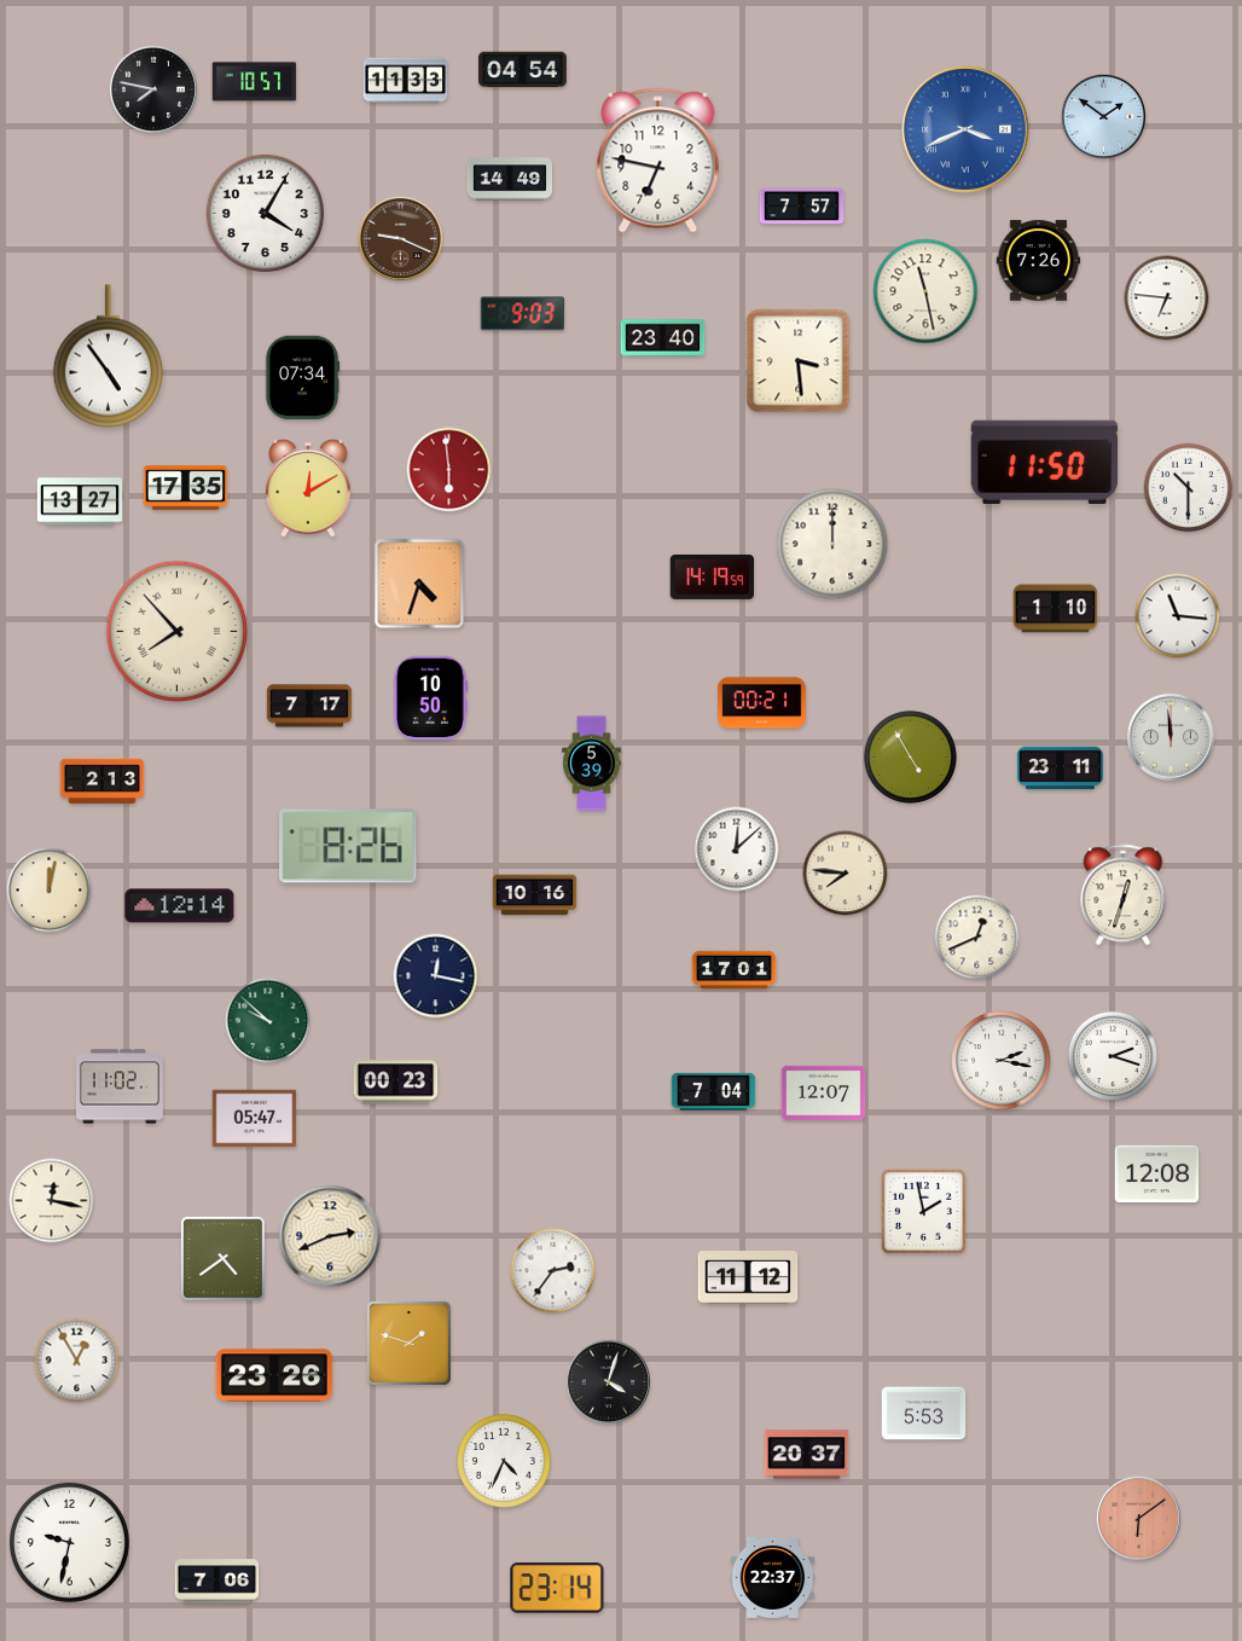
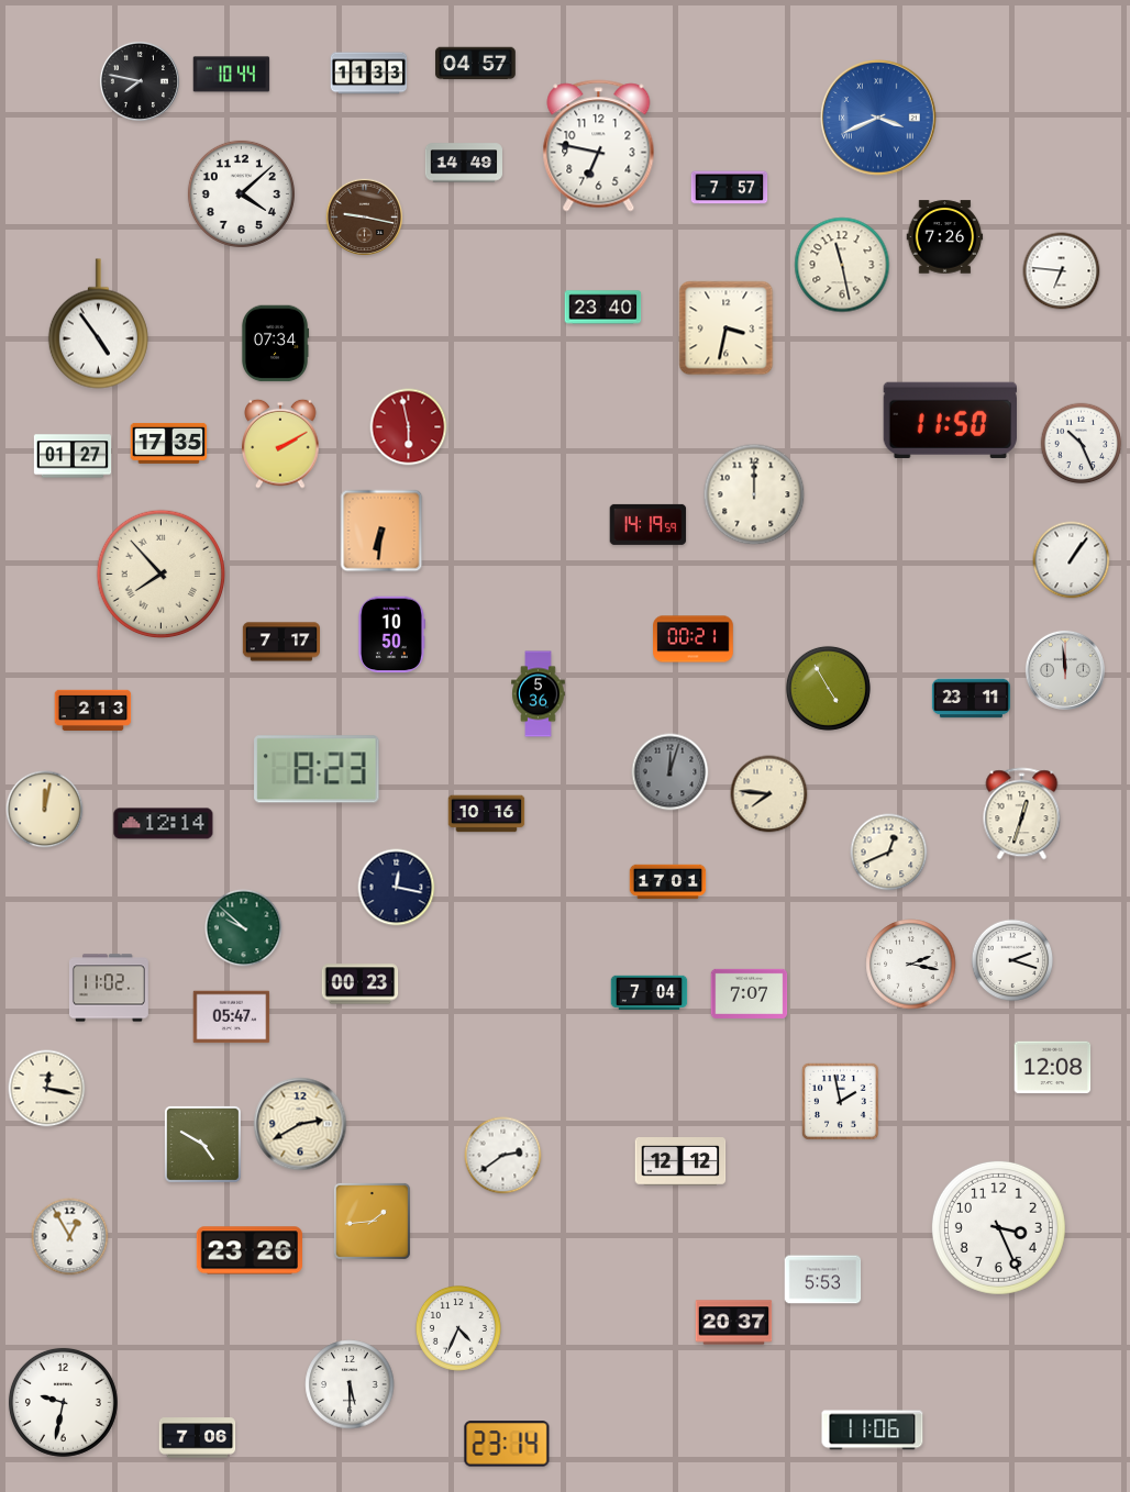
clock at (523, 70): 04:54 -> 04:57
clock at (255, 82): 10:57 -> 10:44
clock at (1104, 117): 1:51 -> none
clock at (265, 213): 4:05 -> 4:08
clock at (401, 239): 9:19 -> 9:17
clock at (523, 314): 9:03 -> none
clock at (799, 361): 3:29 -> 3:32
clock at (449, 470): 5:59 -> 5:58
clock at (308, 488): 12:10 -> 2:10
clock at (1189, 488): 10:30 -> 10:26
clock at (80, 501): 13:27 -> 01:27
clock at (832, 544) position: (832, 544) -> (754, 494)
clock at (419, 584): 4:33 -> 6:31
clock at (1056, 609): 1:10 -> none
clock at (1178, 616): 11:16 -> 1:06
clock at (592, 764): 5:39 -> 5:36
clock at (1060, 769) position: (1060, 769) -> (971, 699)
clock at (348, 846): 8:26 -> 8:23
clock at (737, 850): 12:08 -> 12:03
clock at (737, 850) dial: white -> grey
clock at (824, 1092): 12:07 -> 7:07
clock at (52, 1201) position: (52, 1201) -> (47, 1089)
clock at (330, 1236): 2:41 -> 2:40
clock at (222, 1258): 4:39 -> 4:50
clock at (553, 1271): 2:36 -> 2:39
clock at (748, 1278): 11:12 -> 12:12
clock at (408, 1343): 1:48 -> 1:44
clock at (998, 1227): none -> 3:26
clock at (609, 1382): 4:03 -> none
clock at (924, 1414) position: (924, 1414) -> (823, 1280)
clock at (1139, 1519): 6:09 -> none
clock at (350, 1384): none -> 5:30
clock at (873, 1430): none -> 11:06
clock at (773, 1577): 22:37 -> none
